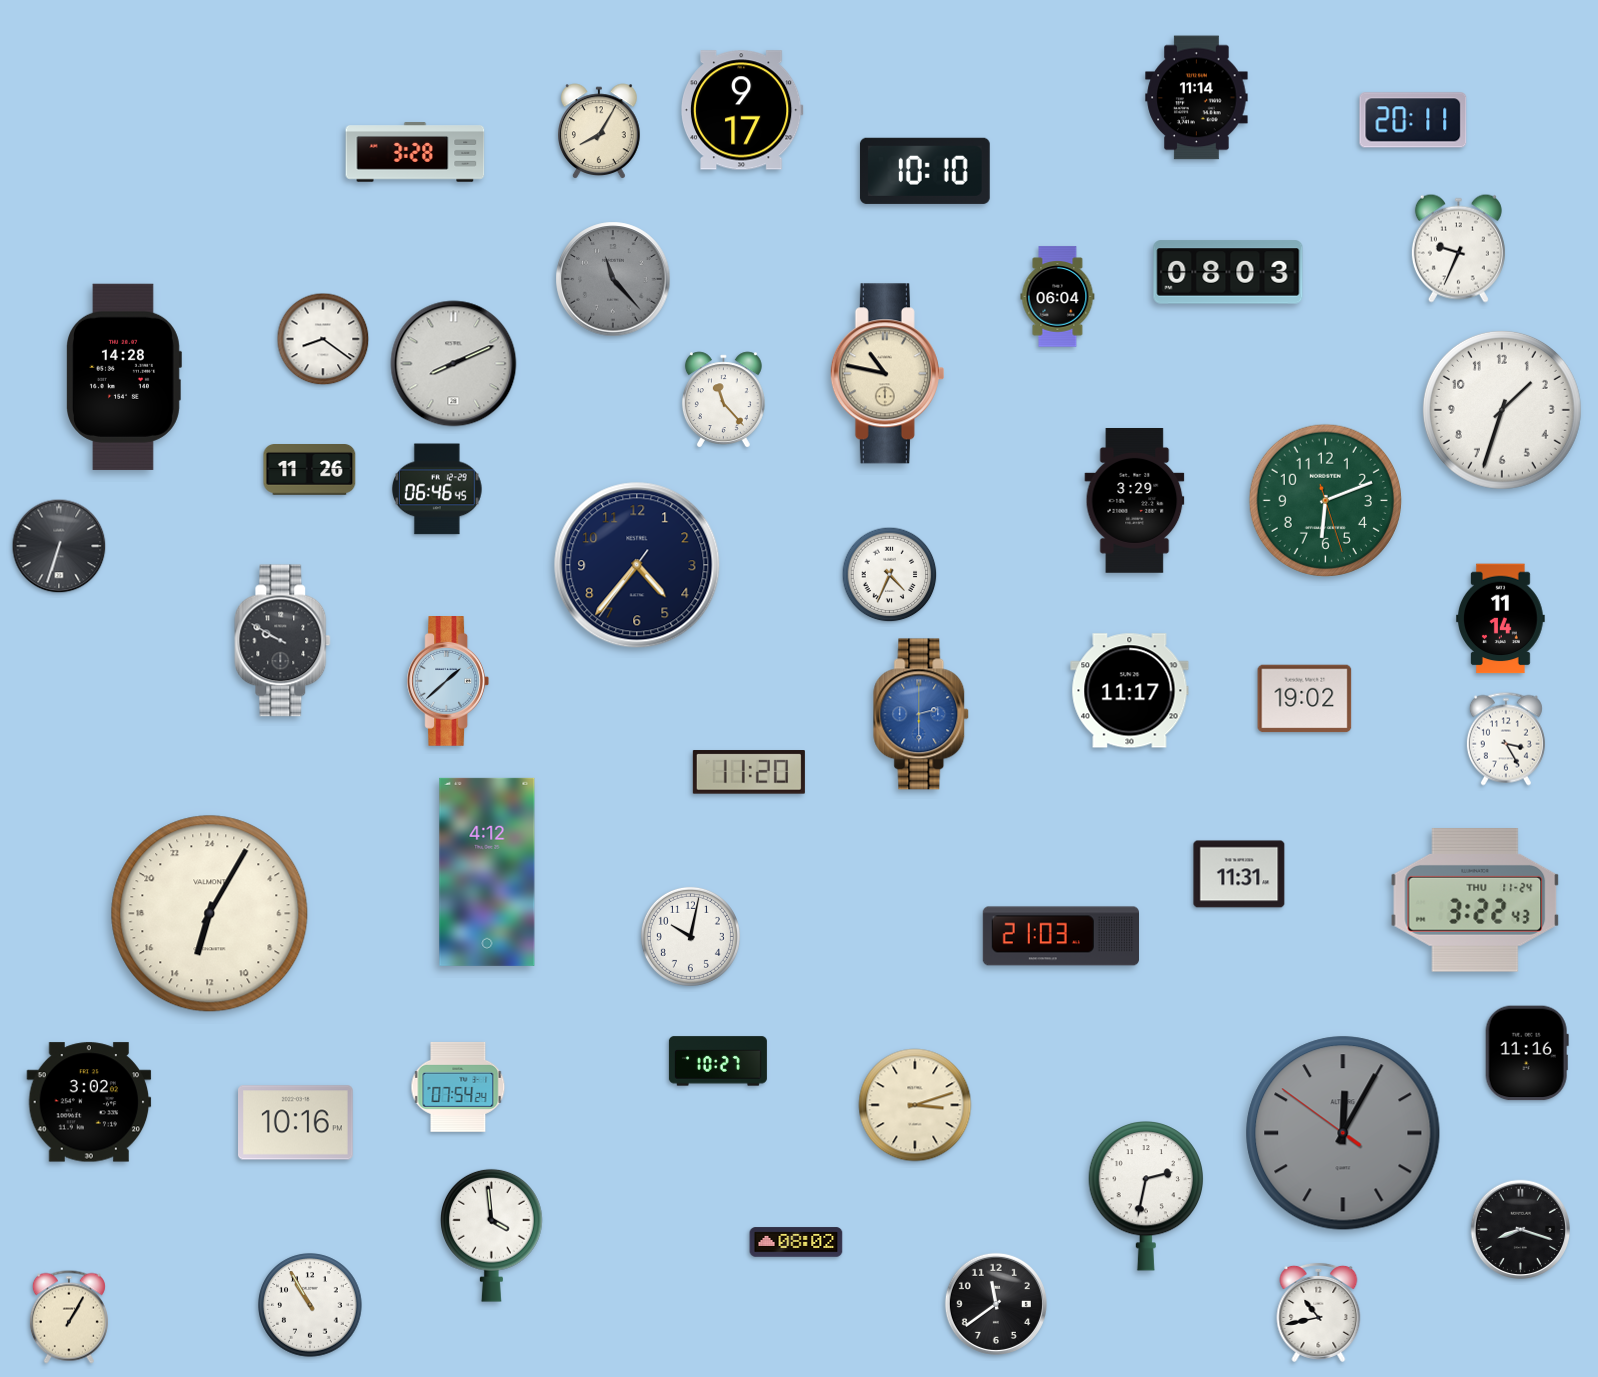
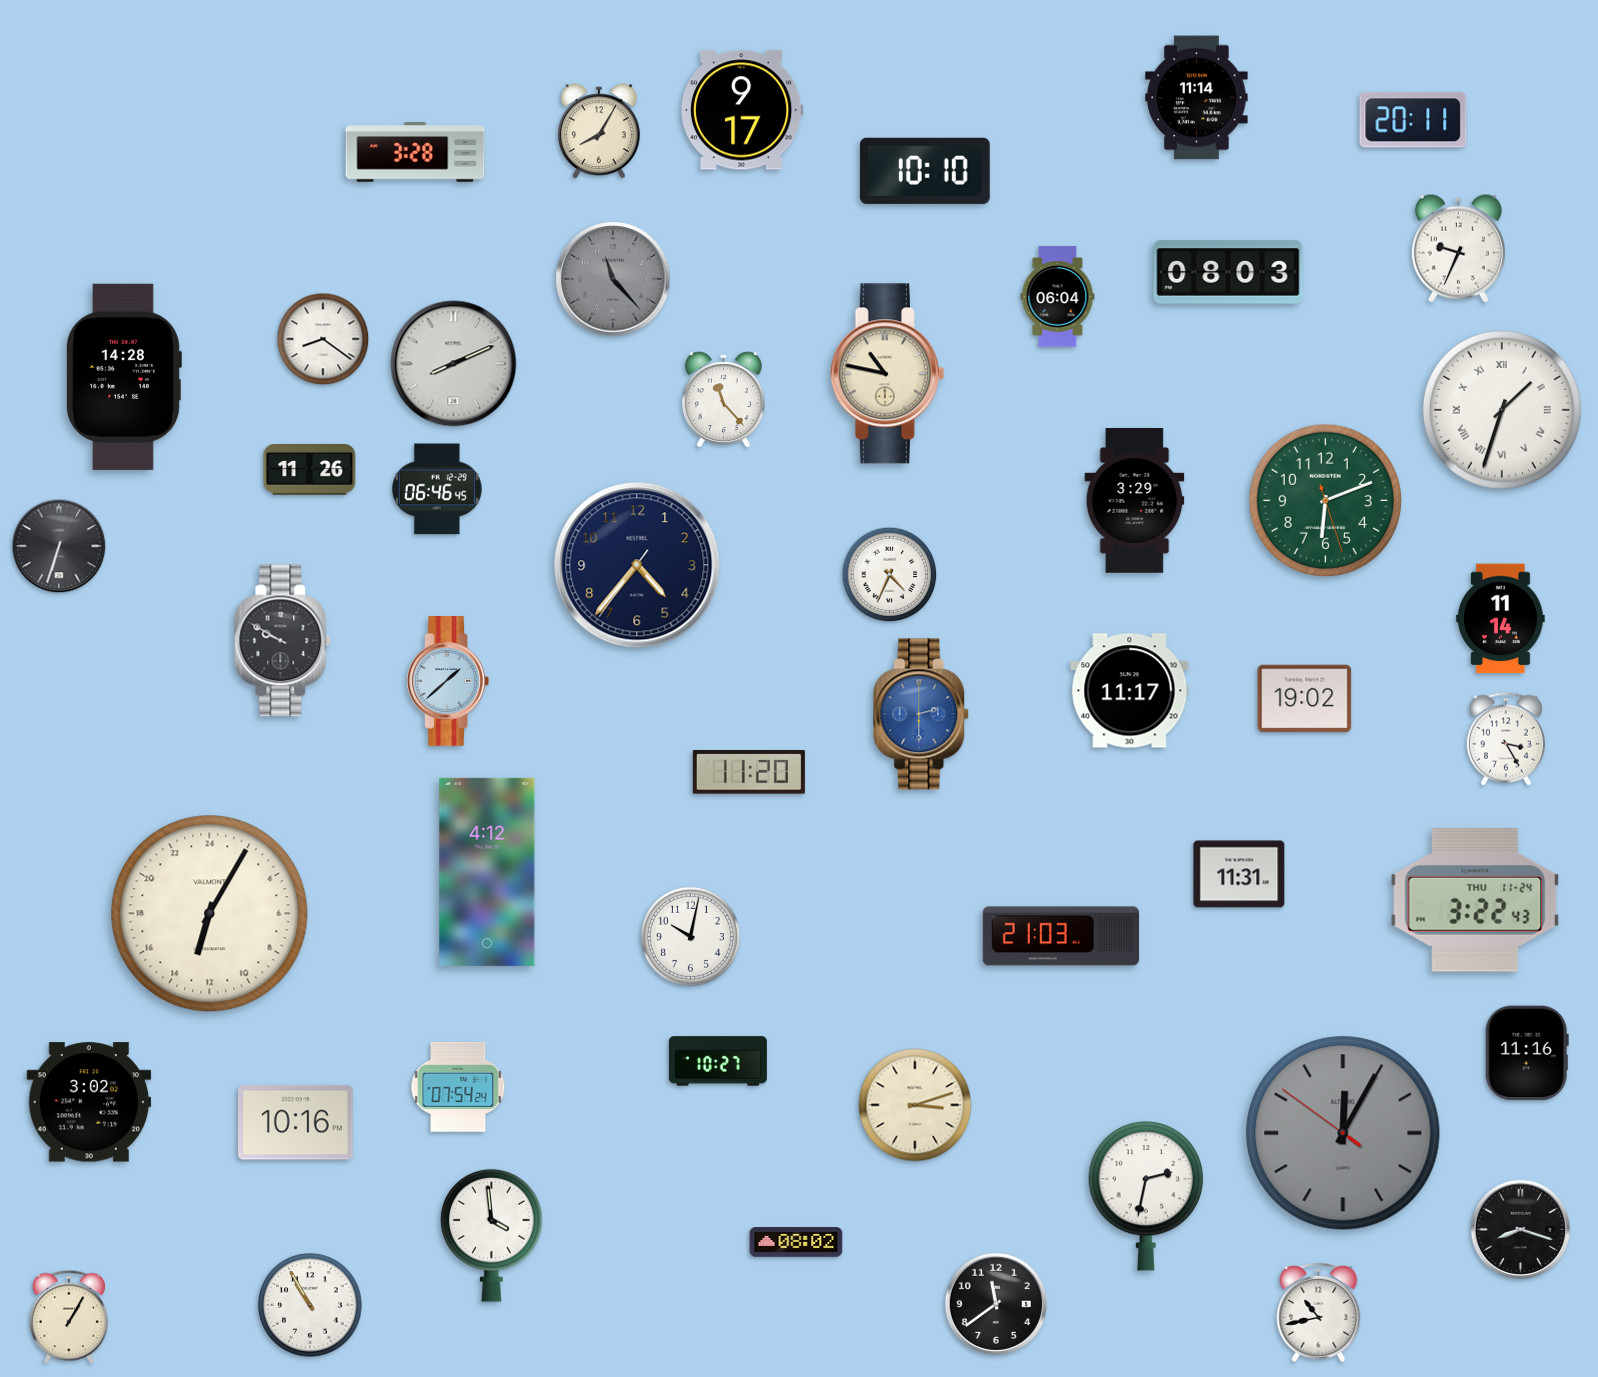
clock at (1502, 410) numerals: Arabic -> Roman
